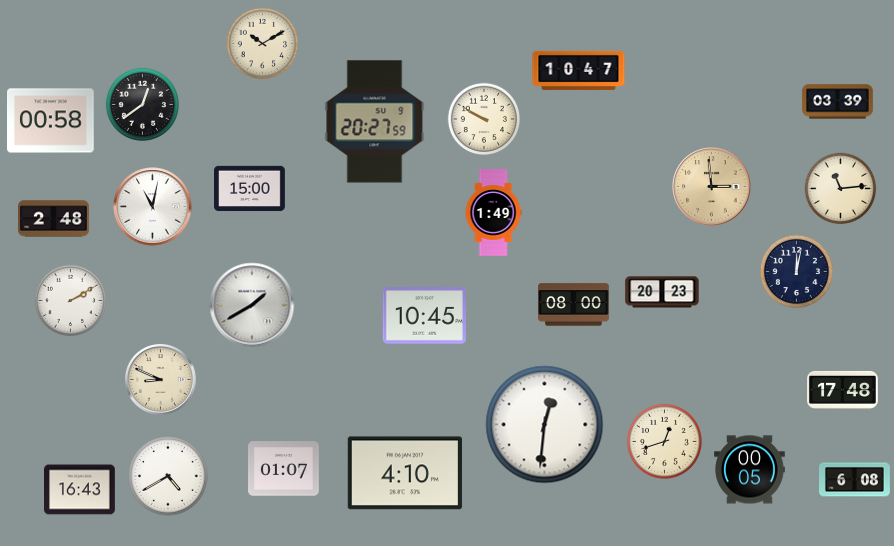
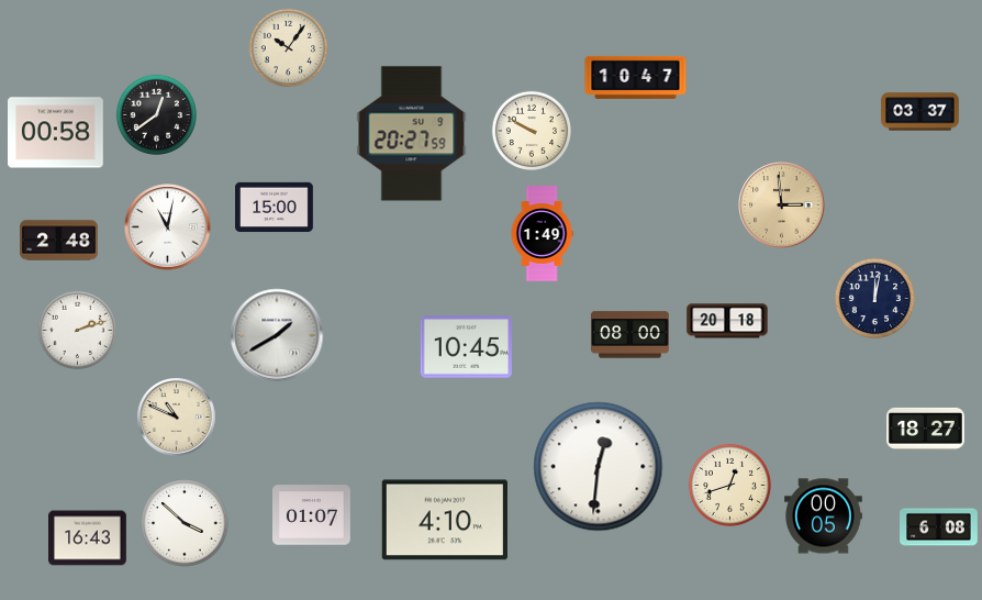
clock at (263, 44): 10:10 -> 10:06
clock at (838, 102): 03:39 -> 03:37
clock at (841, 189): 11:14 -> none
clock at (662, 292): 20:23 -> 20:18
clock at (71, 301): 2:10 -> 2:12
clock at (161, 380): 8:49 -> 10:49
clock at (843, 390): 17:48 -> 18:27
clock at (168, 476): 4:40 -> 3:52
